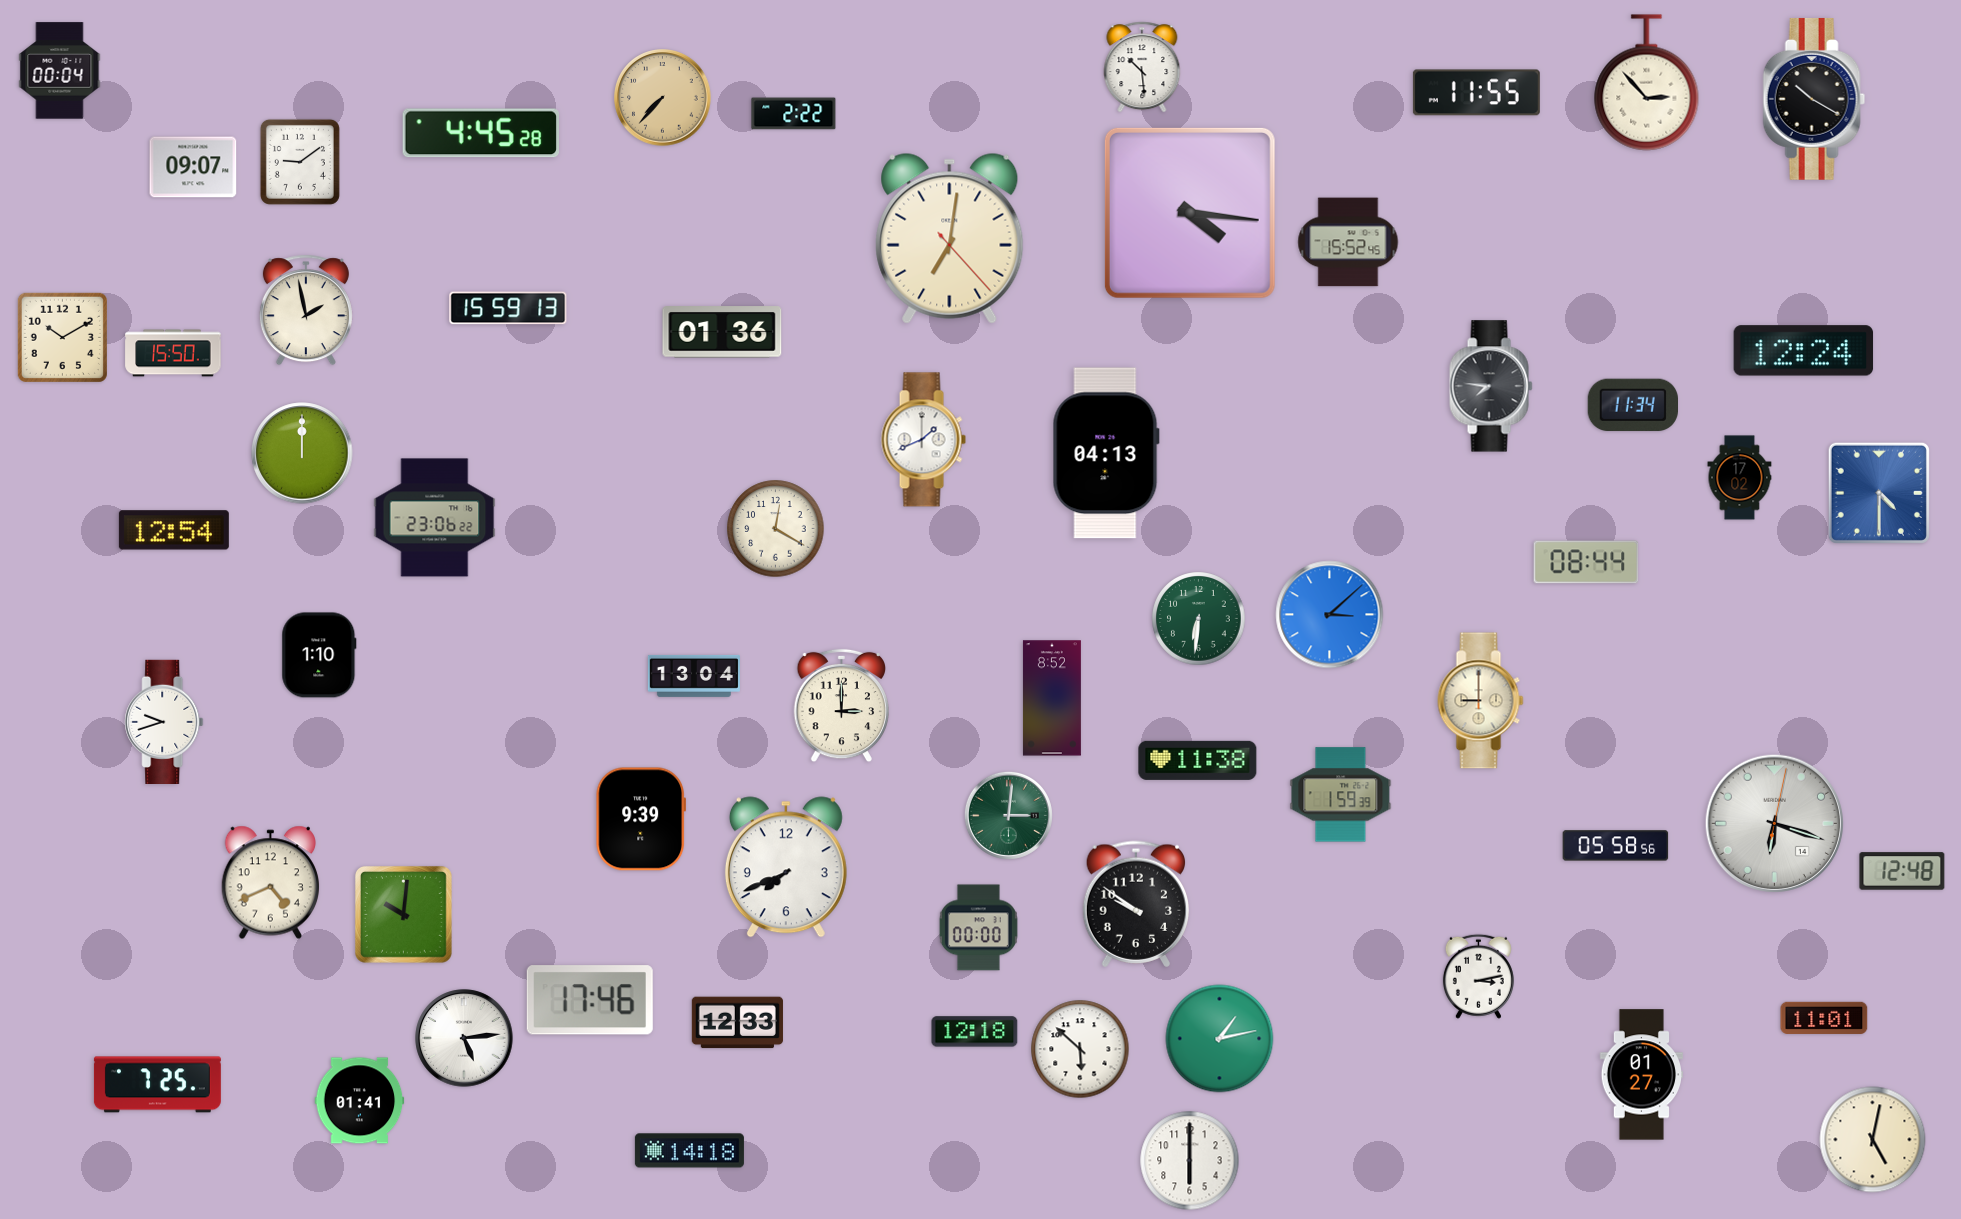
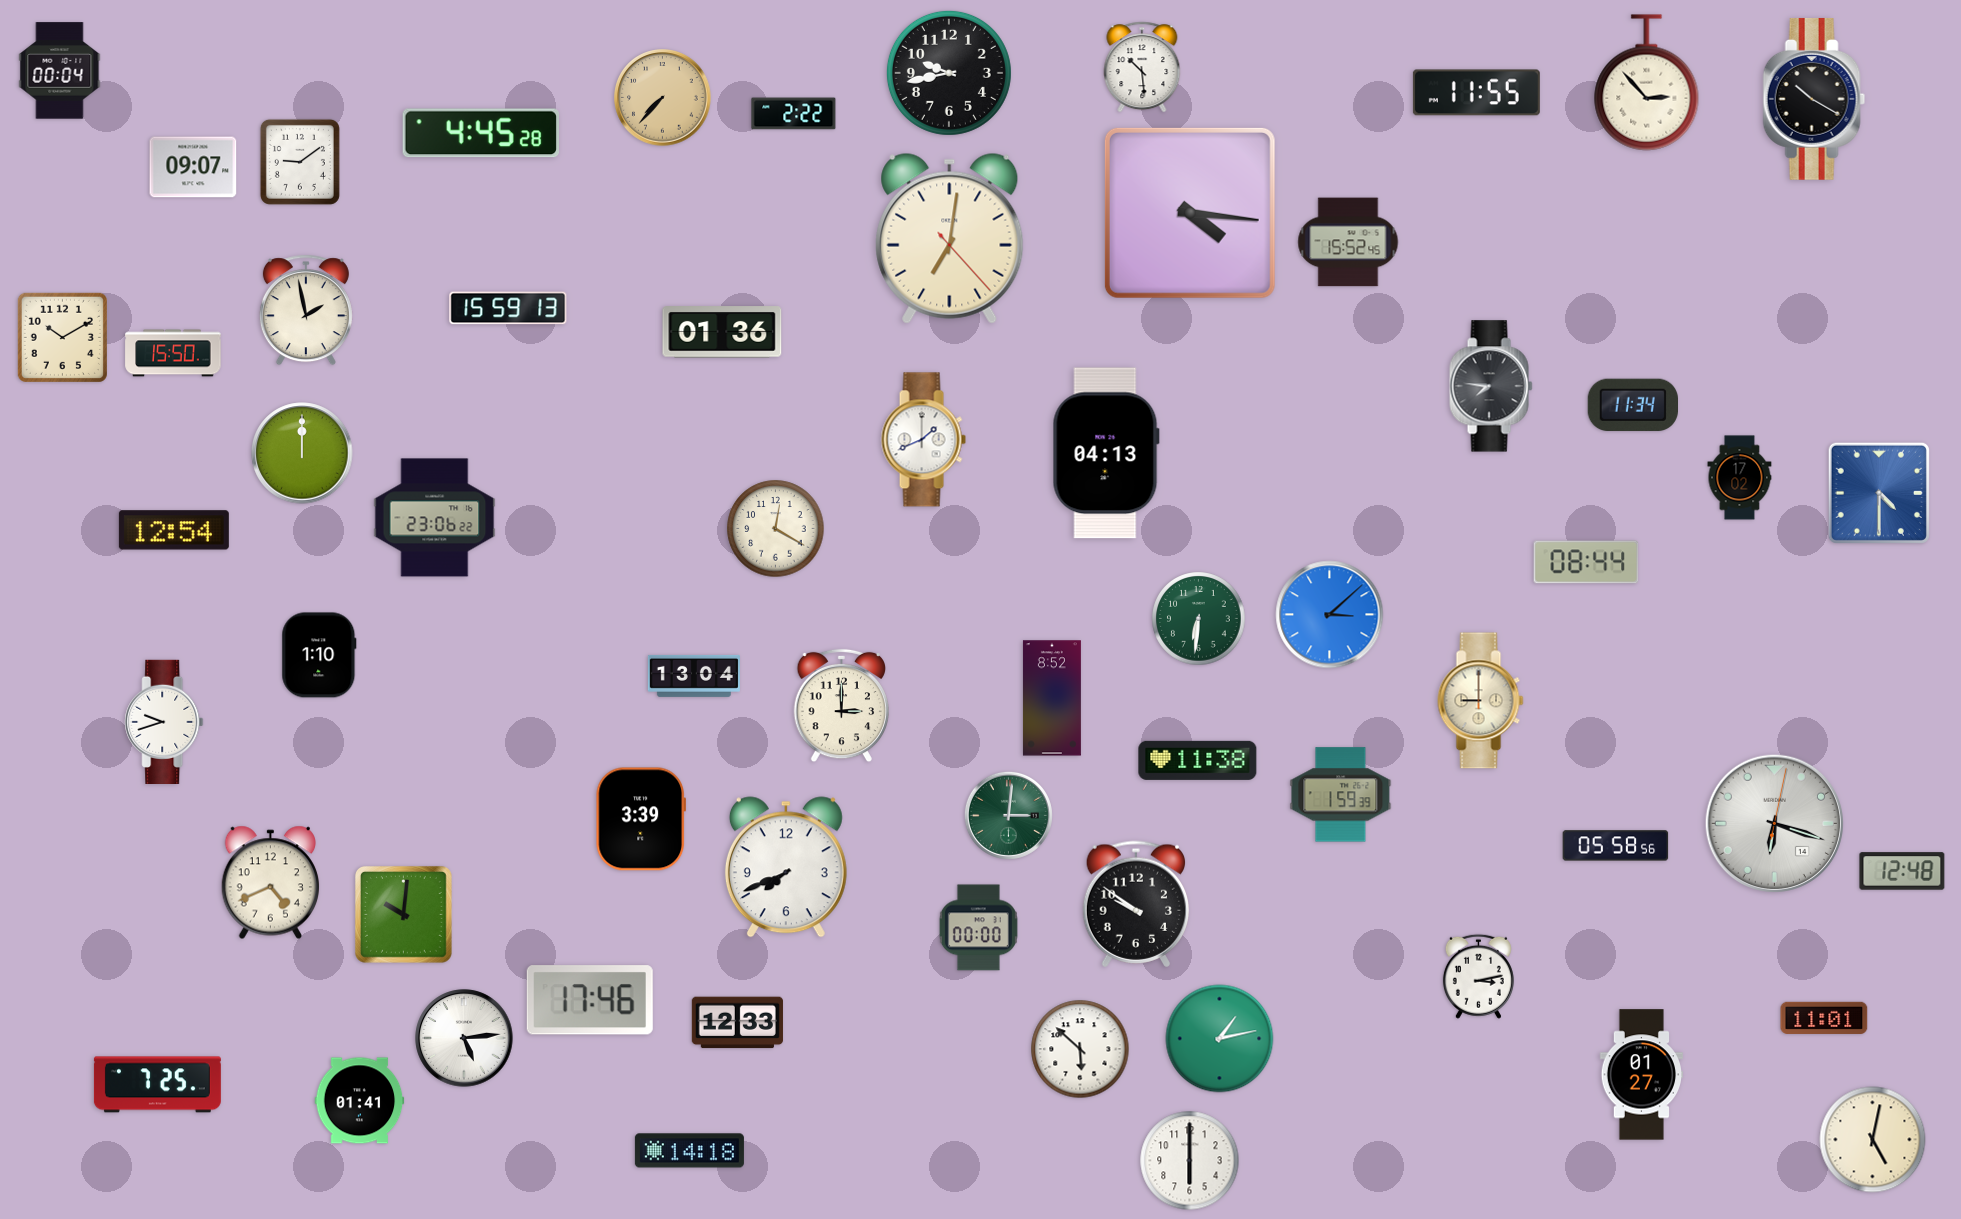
clock at (949, 73): none -> 9:43
clock at (1804, 351): 12:24 -> none
clock at (640, 819): 9:39 -> 3:39
clock at (975, 1032): 12:18 -> none
